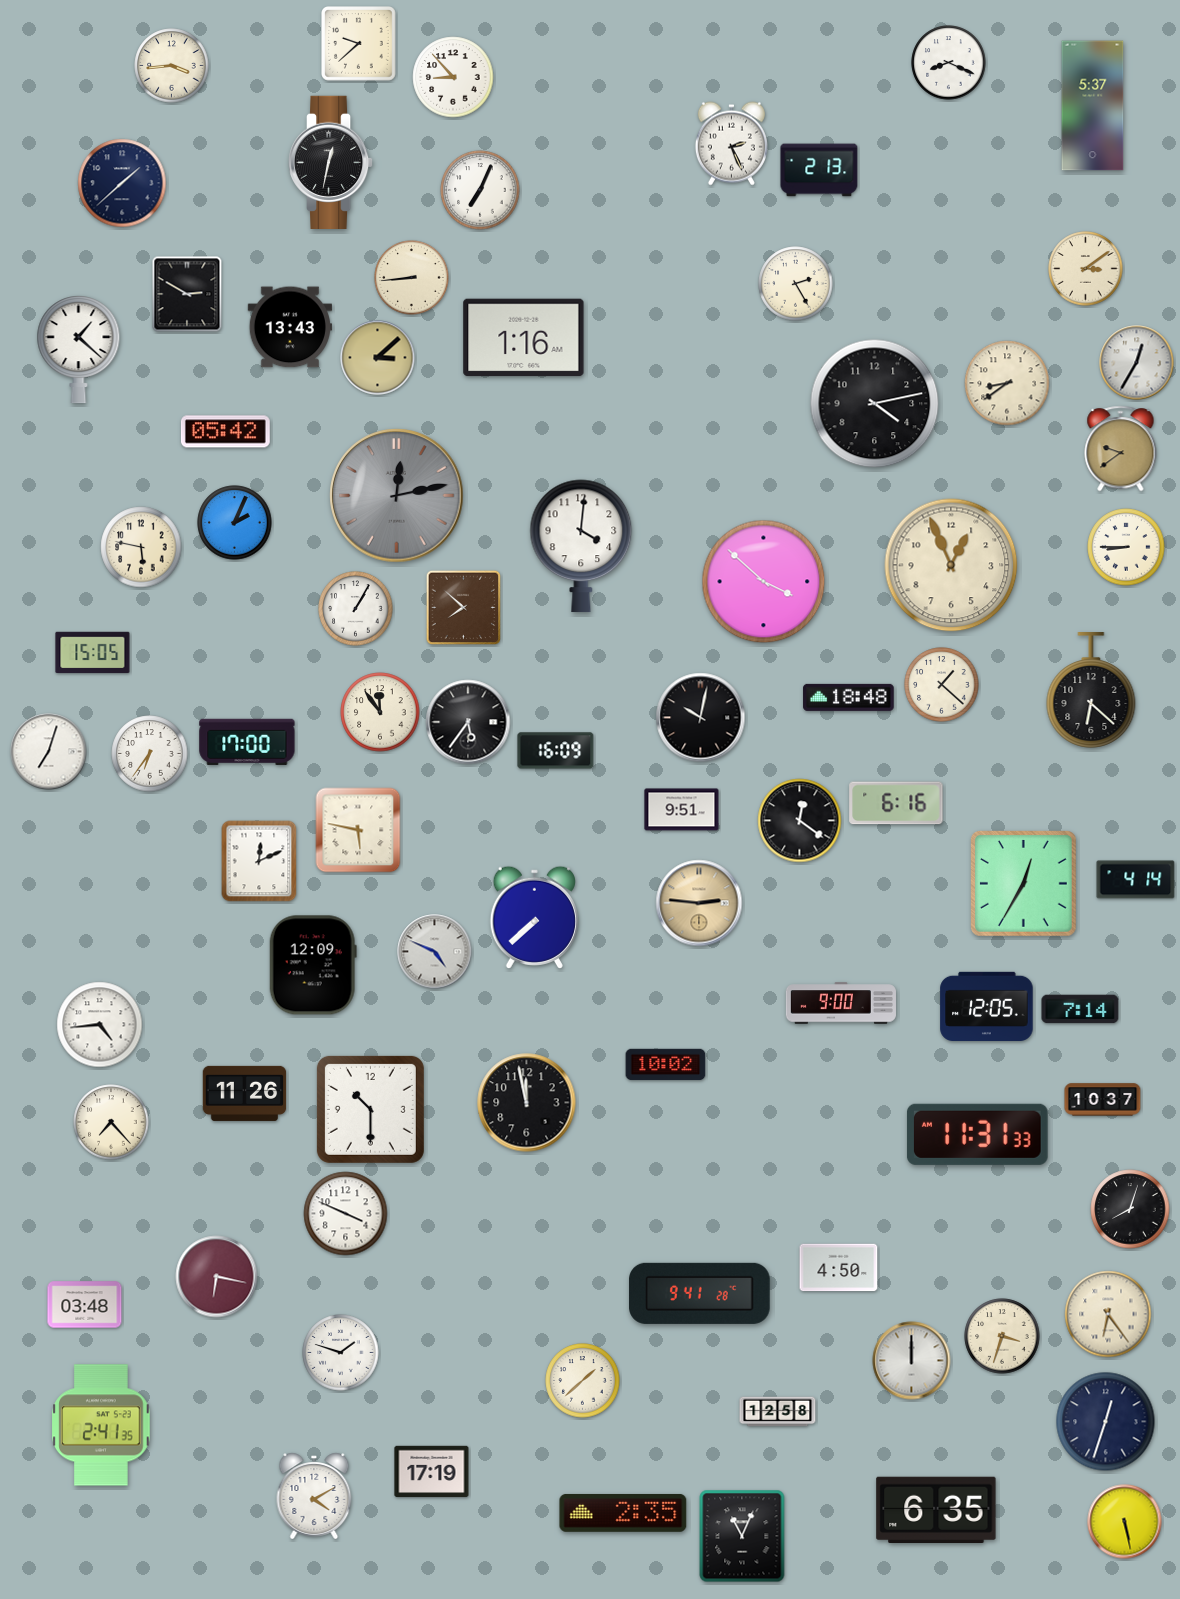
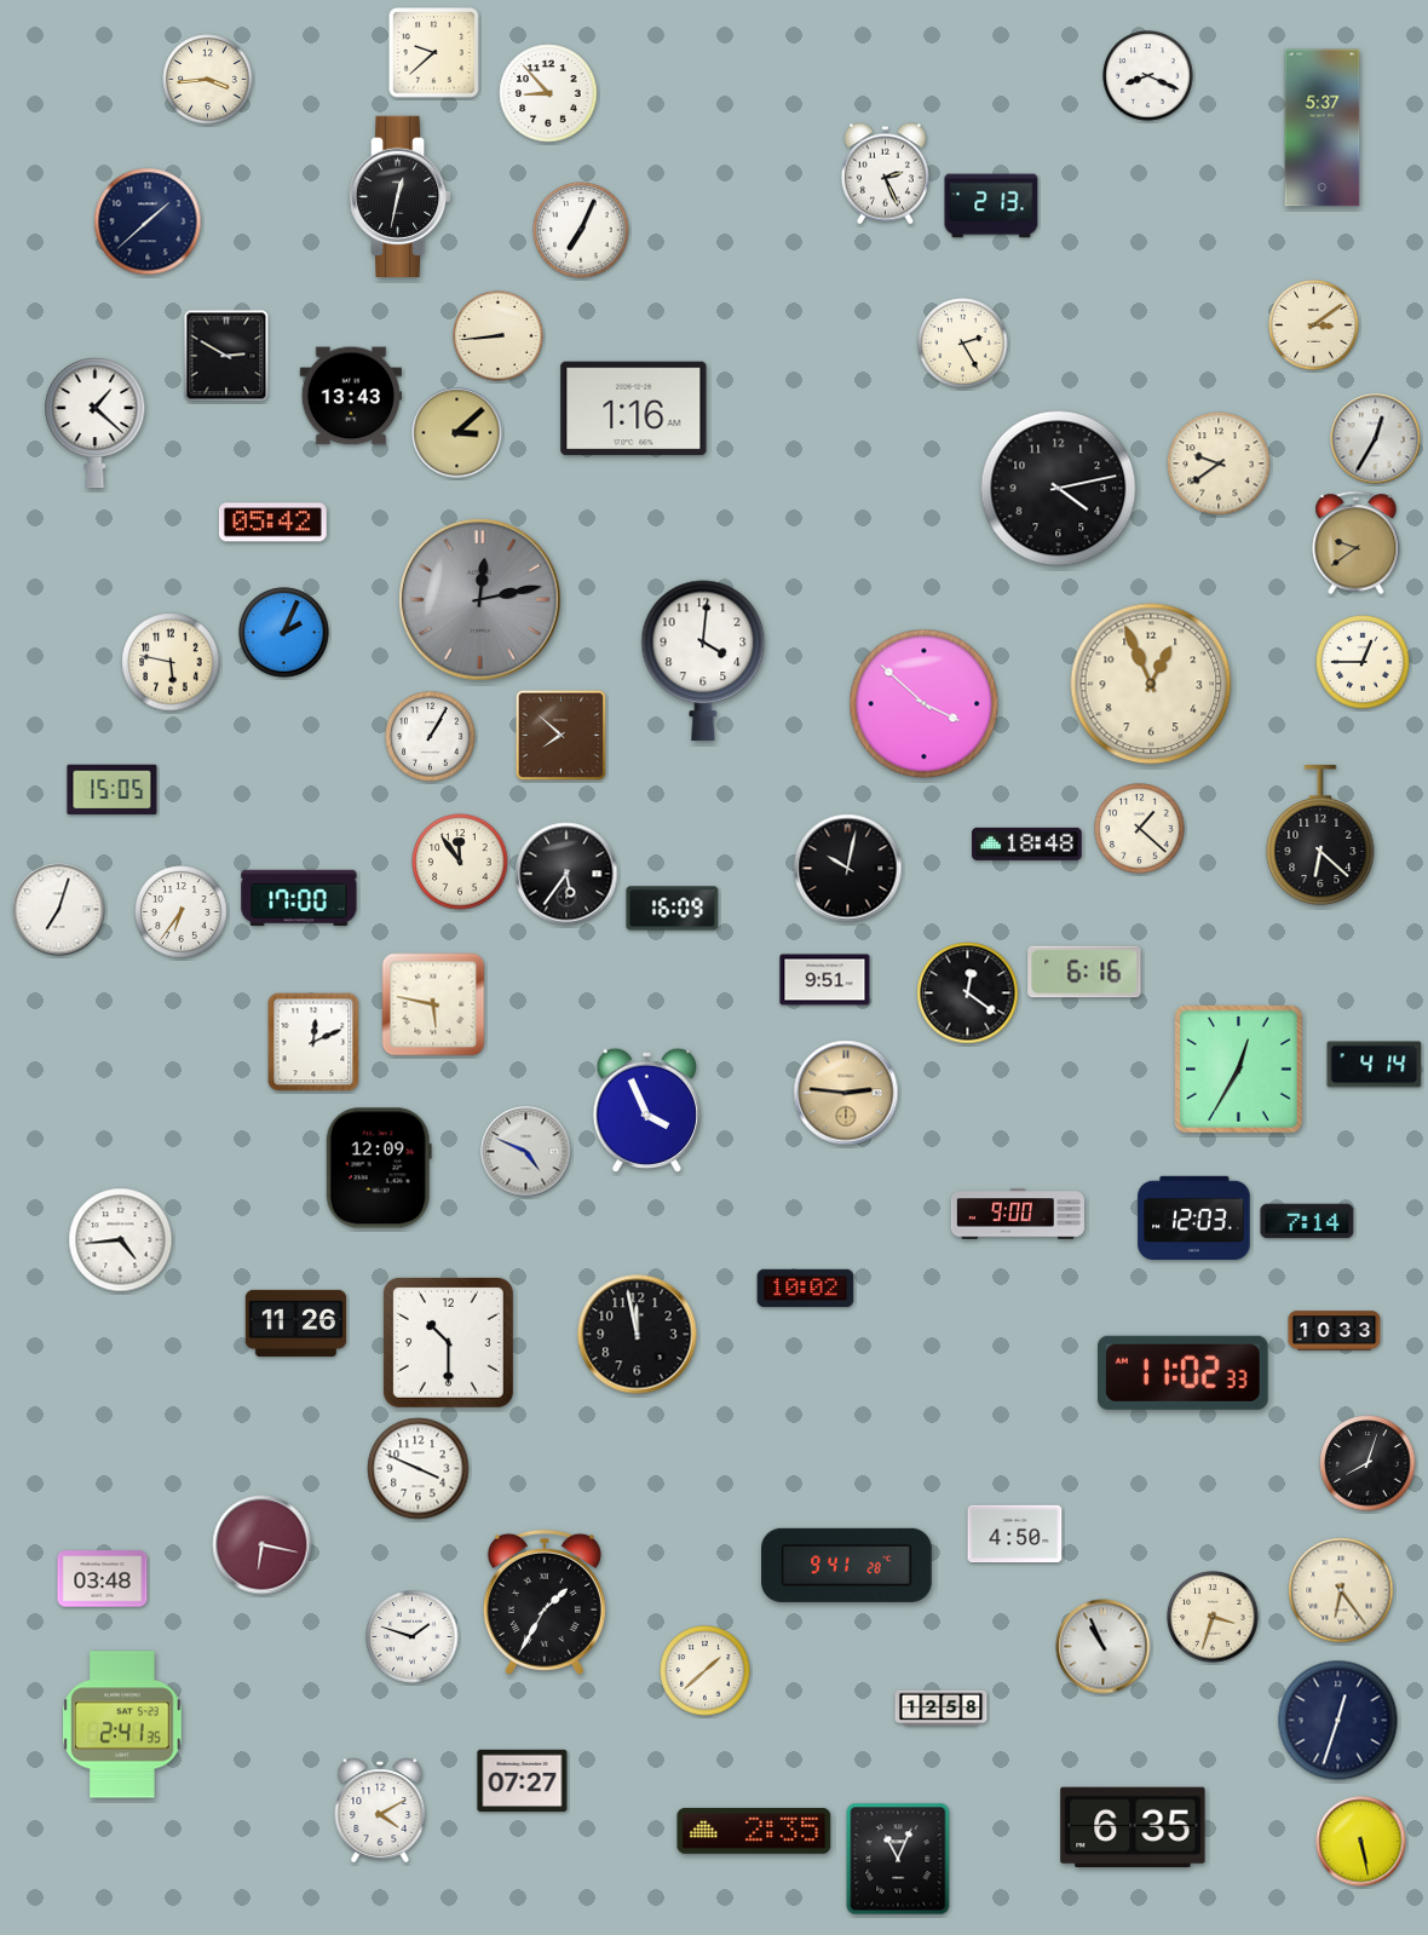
clock at (1007, 383): 8:39 -> 9:39
clock at (1126, 547): 8:45 -> 12:45
clock at (534, 917): 7:38 -> 3:56
clock at (987, 1006): 12:05 -> 12:03
clock at (1103, 1100): 10:37 -> 10:33
clock at (111, 1122): 7:23 -> none
clock at (977, 1134): 11:31 -> 11:02
clock at (545, 1602): none -> 1:35
clock at (912, 1361): 12:00 -> 10:56
clock at (432, 1472): 17:19 -> 07:27
